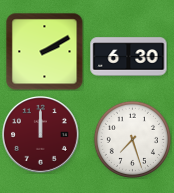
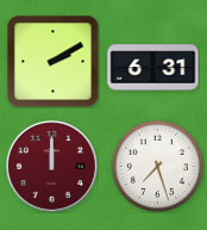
clock at (129, 57): 6:30 -> 6:31
clock at (41, 135) position: (41, 135) -> (52, 167)
